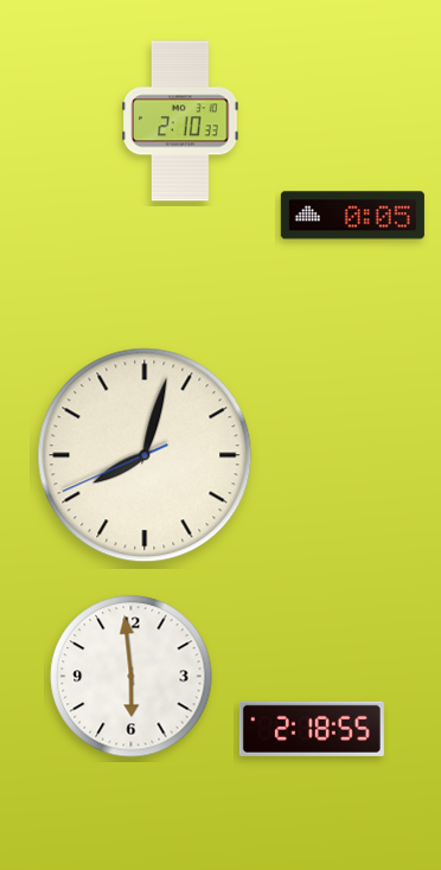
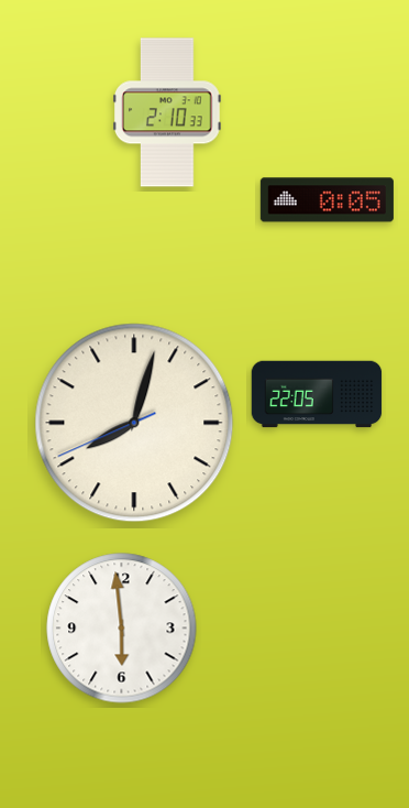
clock at (317, 394): none -> 22:05
clock at (312, 729): 2:18 -> none
